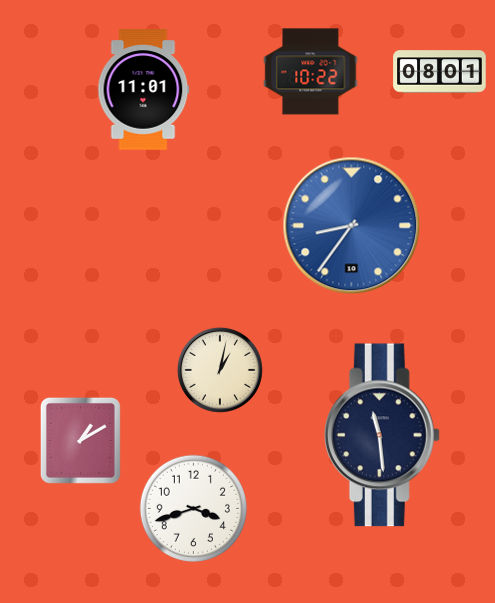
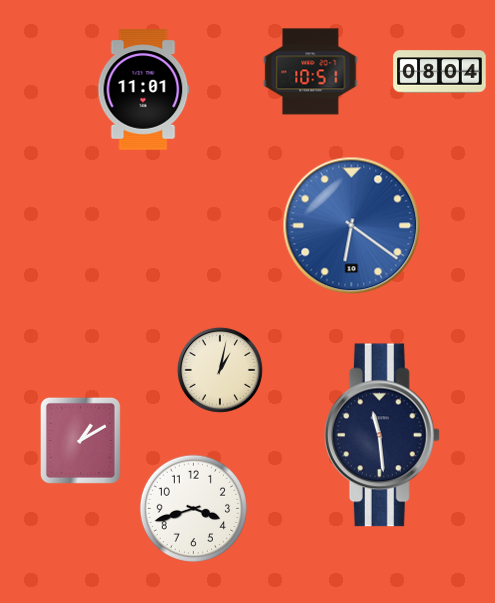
clock at (311, 72): 10:22 -> 10:51
clock at (440, 72): 08:01 -> 08:04
clock at (352, 226): 8:36 -> 6:21
